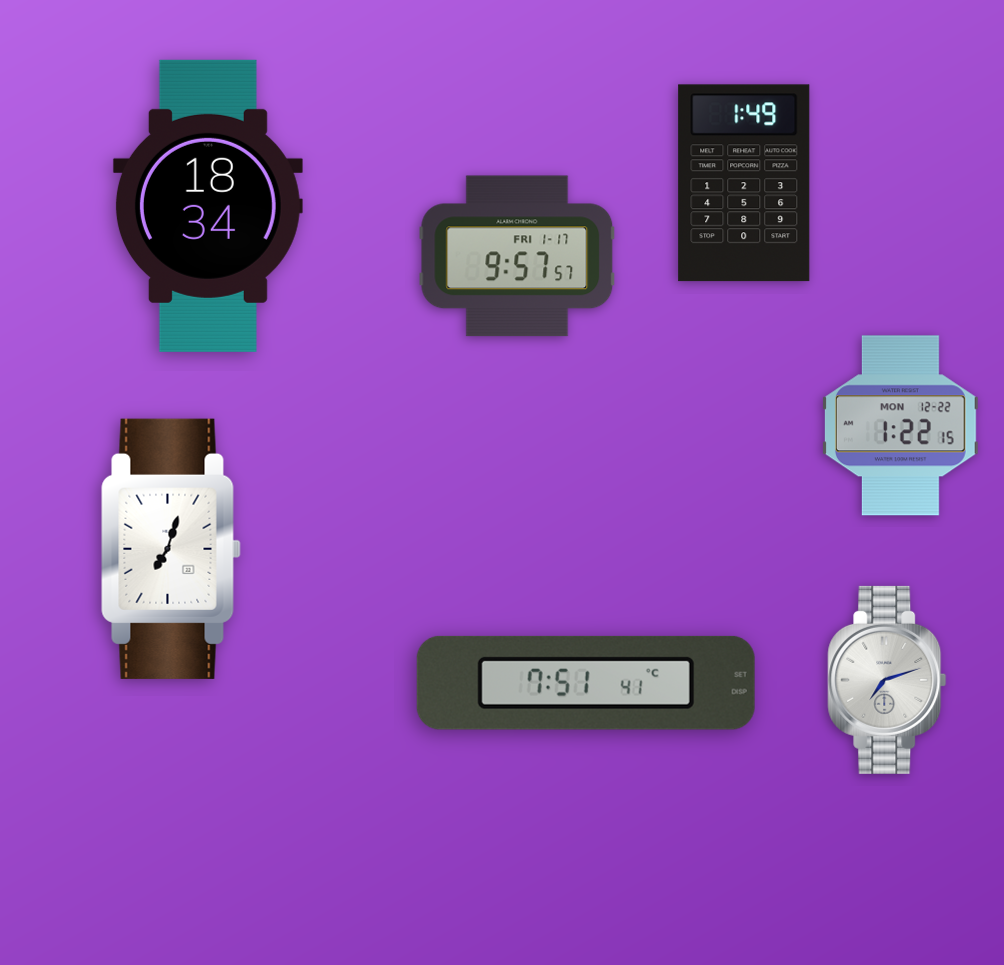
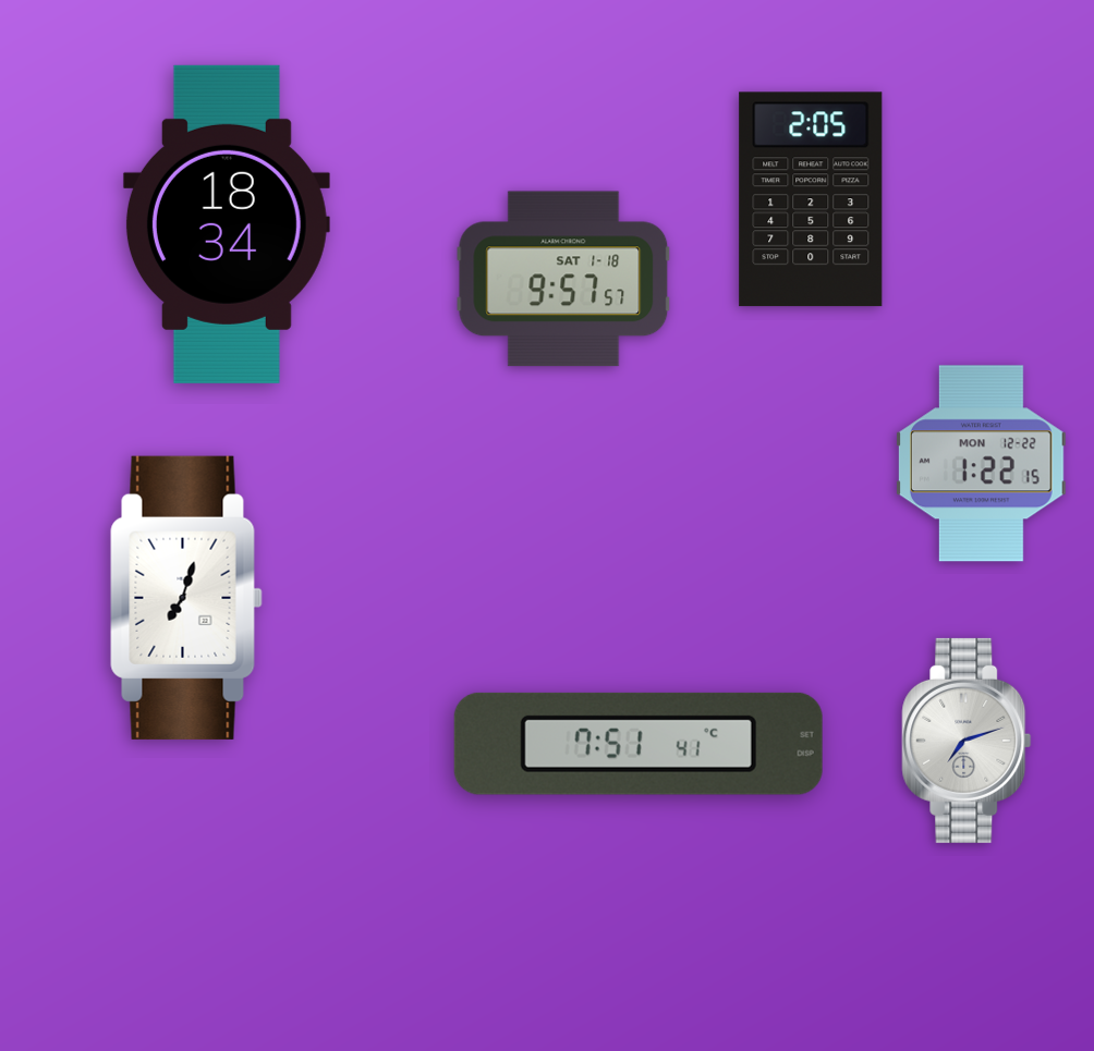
clock at (744, 183): 1:49 -> 2:05
clock at (517, 256) date: FRI 1-17 -> SAT 1-18
